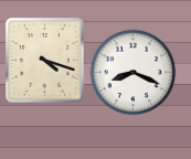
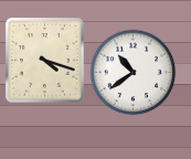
clock at (132, 72): 8:19 -> 10:39
